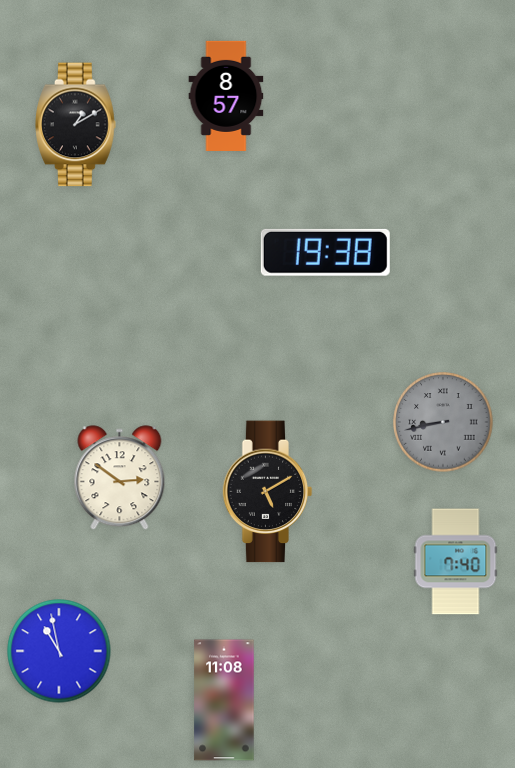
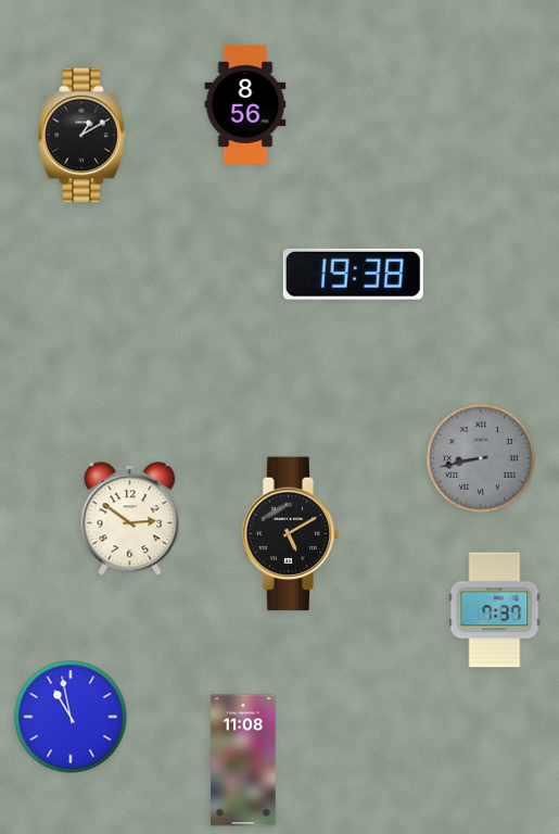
clock at (226, 96): 8:57 -> 8:56
clock at (456, 562): 7:40 -> 7:37
clock at (59, 651) position: (59, 651) -> (71, 717)
